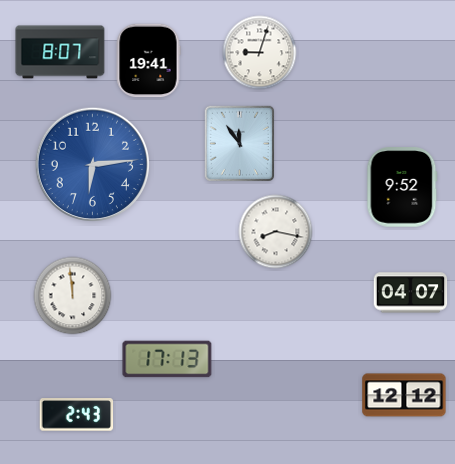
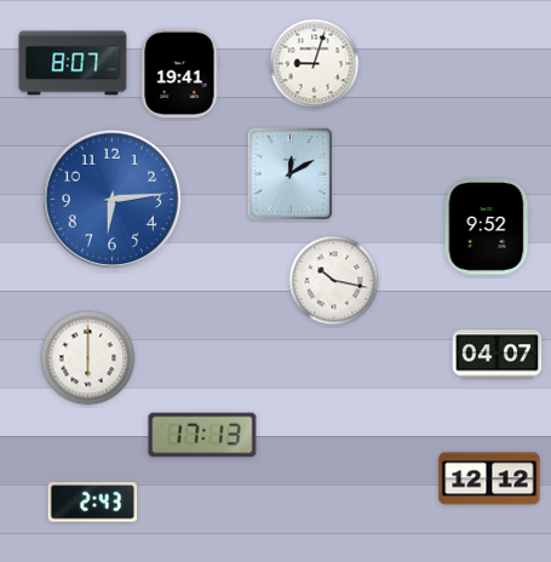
clock at (239, 143): 11:54 -> 12:10
clock at (276, 232): 8:17 -> 10:17
clock at (73, 296): 11:59 -> 6:00
